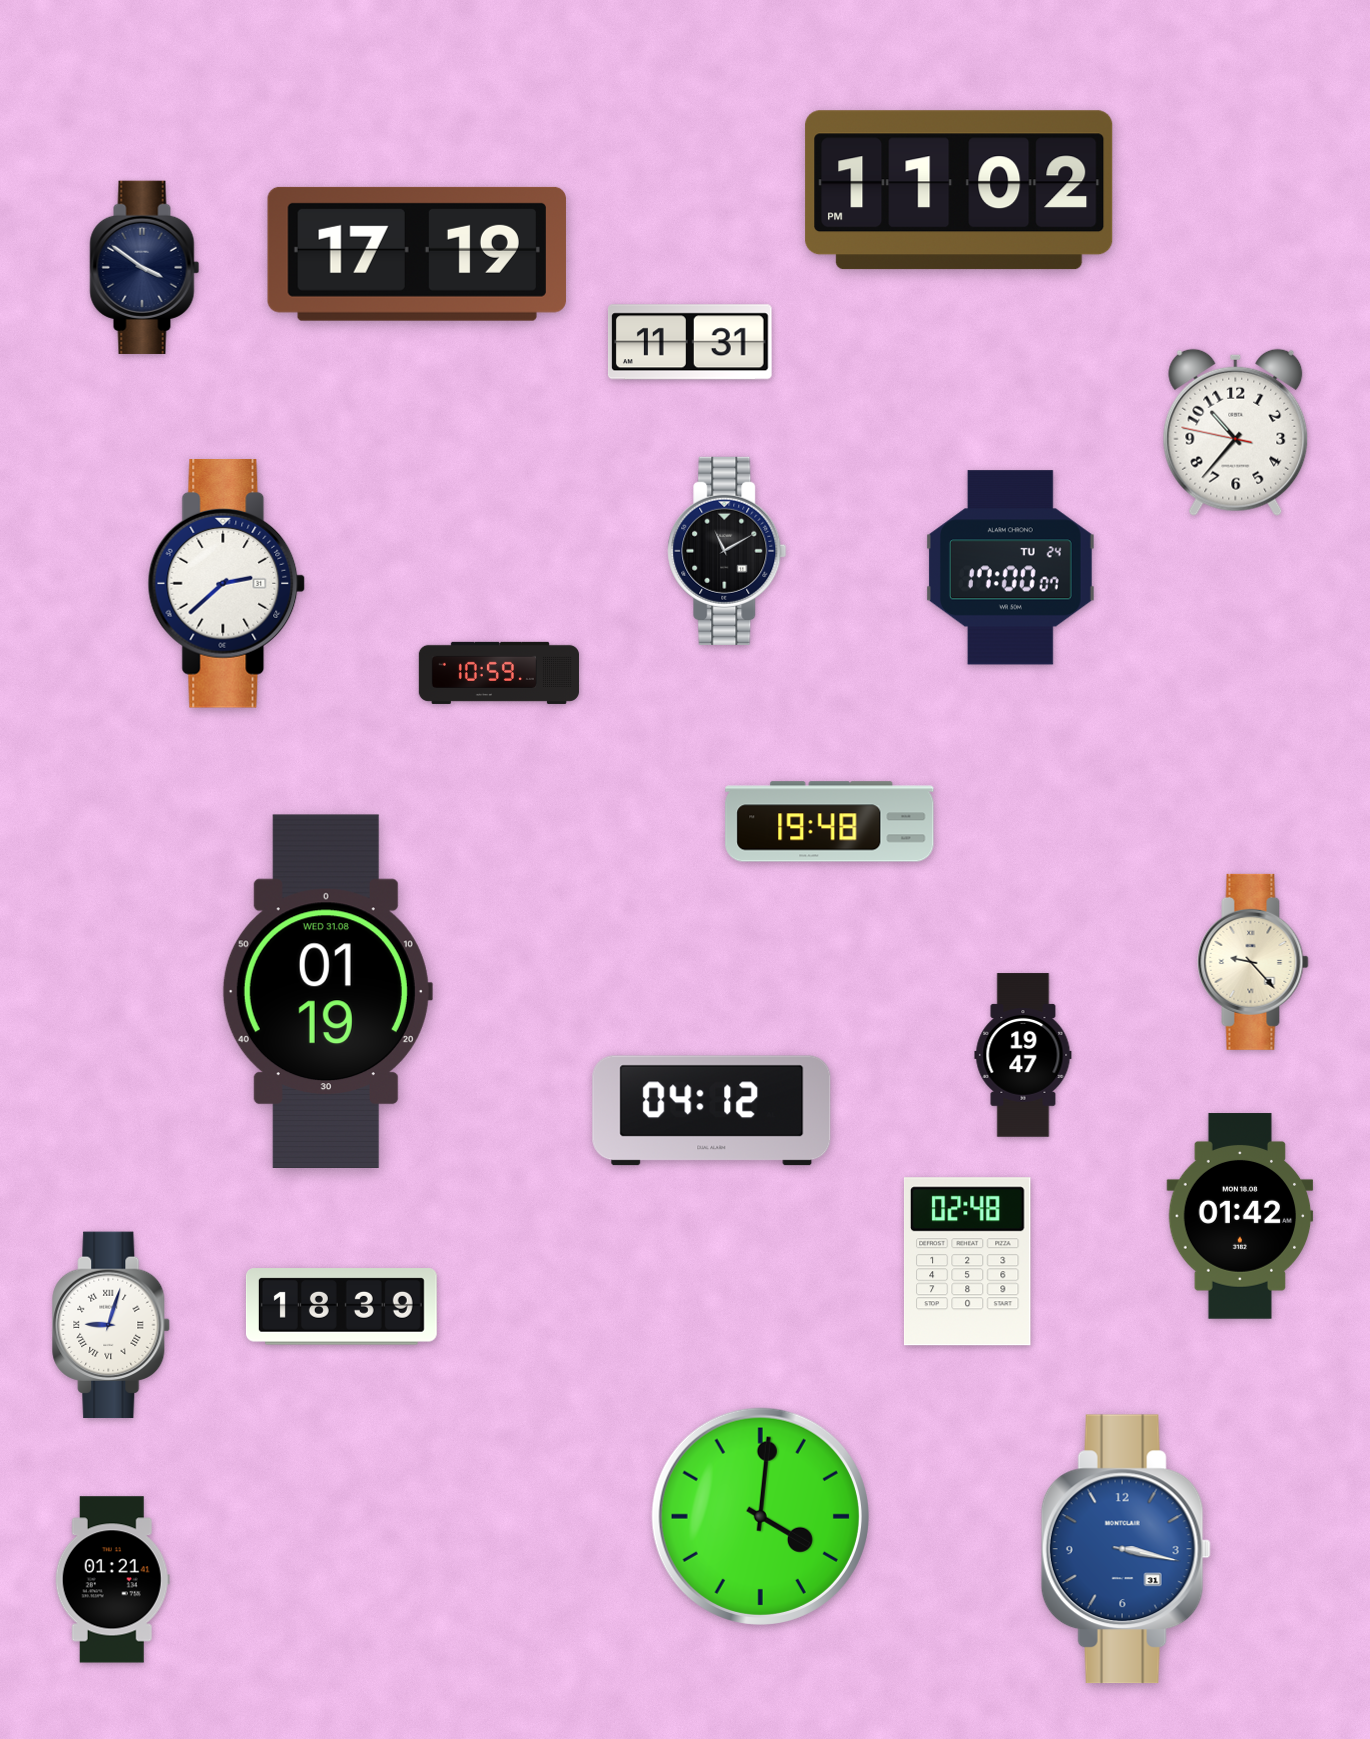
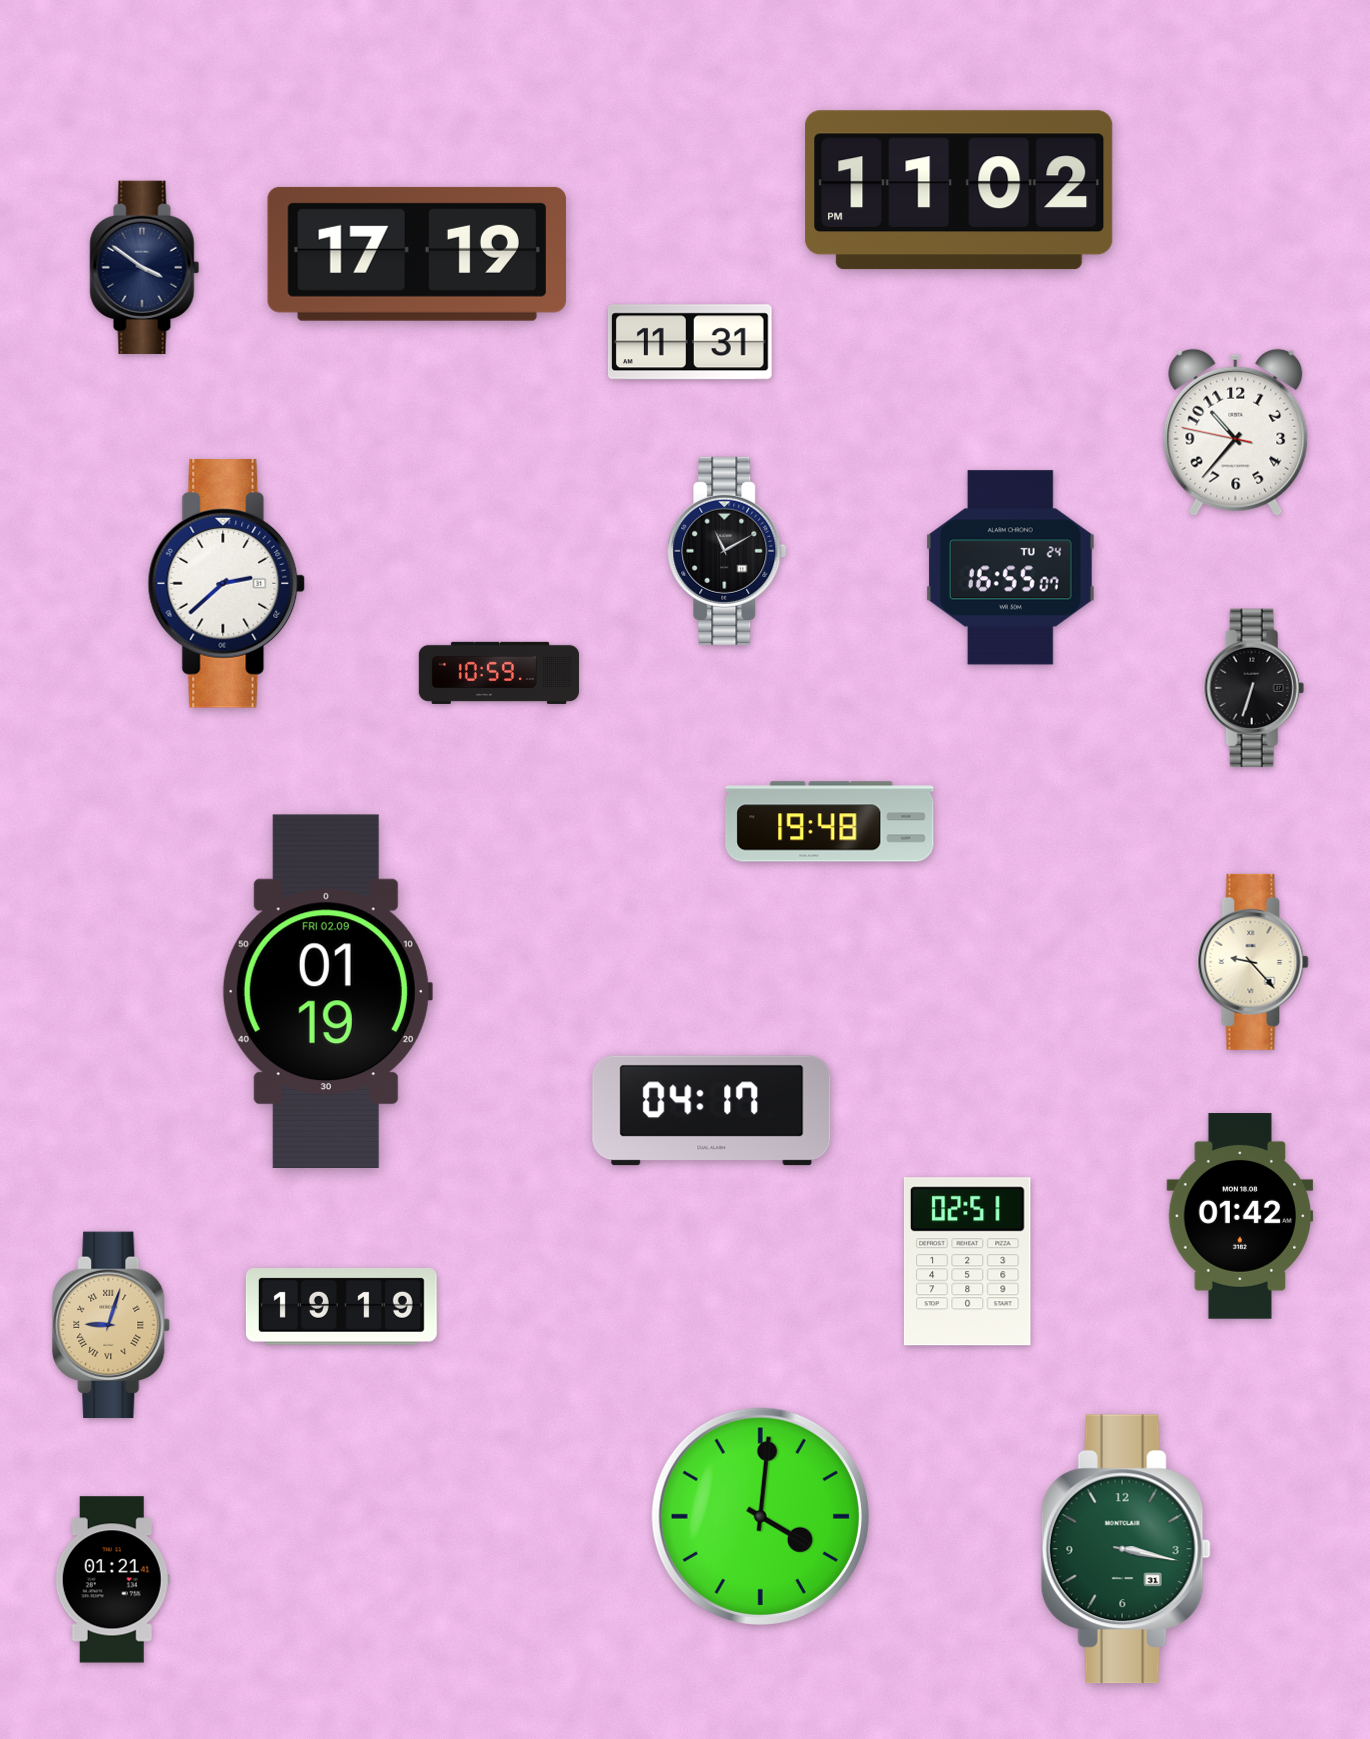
clock at (1010, 568): 17:00 -> 16:55
clock at (1254, 688): none -> 6:33
clock at (327, 991) date: WED 31.08 -> FRI 02.09
clock at (1023, 1055): 19:47 -> none
clock at (712, 1111): 04:12 -> 04:17
clock at (967, 1262): 02:48 -> 02:51
clock at (341, 1307): 18:39 -> 19:19
clock at (112, 1325) dial: white -> champagne
clock at (1126, 1549) dial: blue -> green
